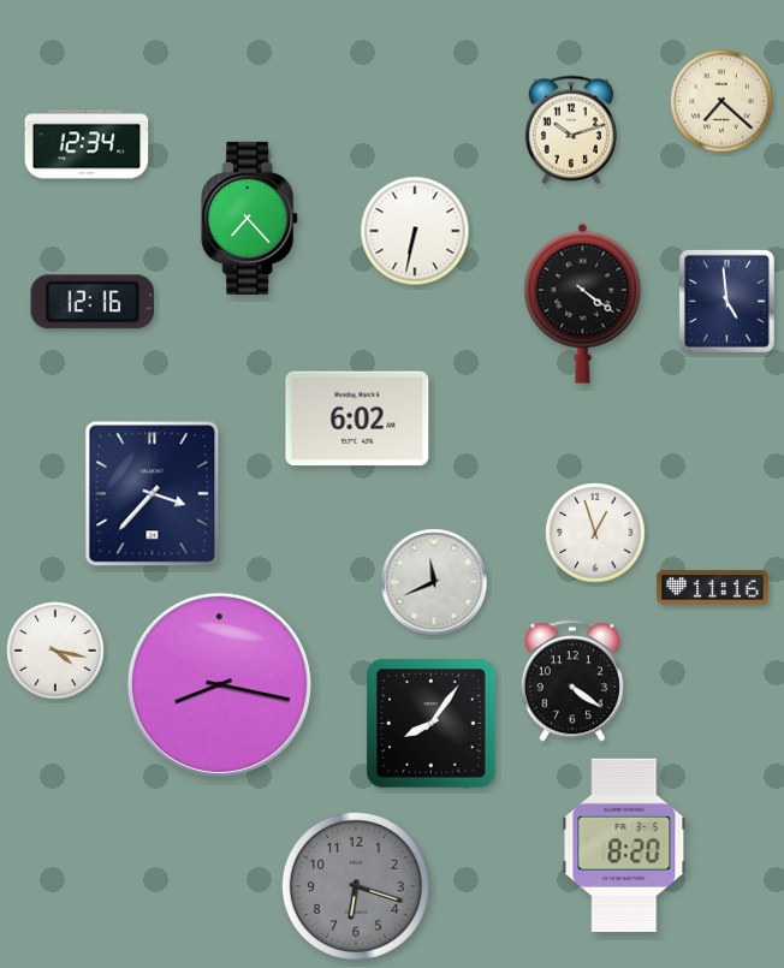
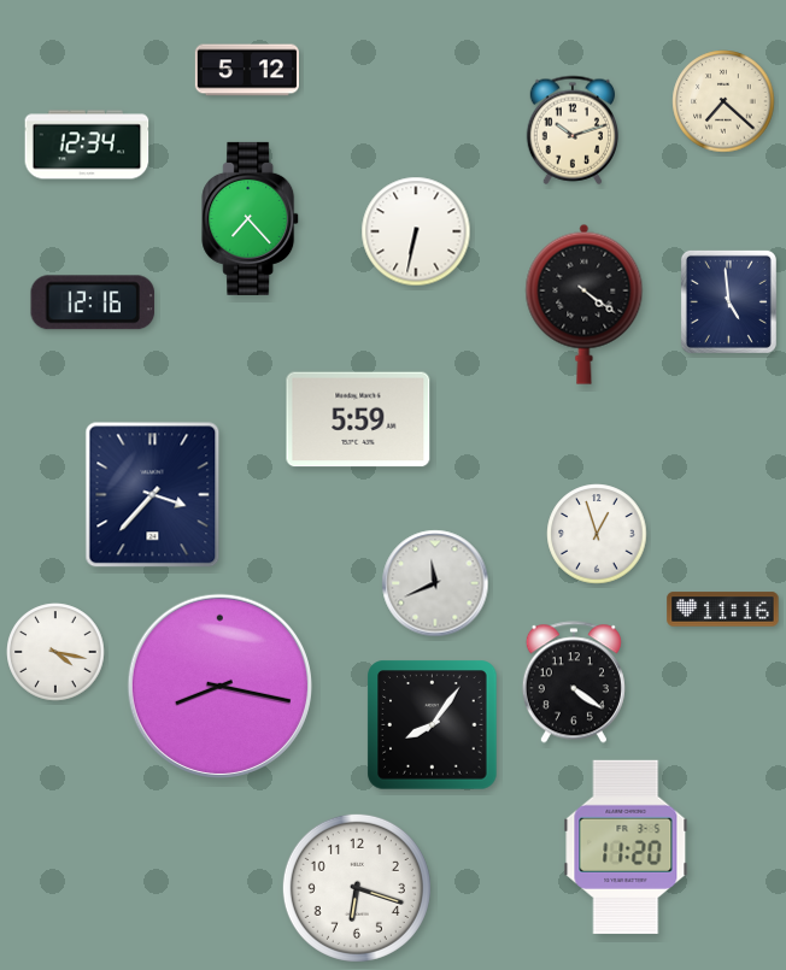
clock at (246, 70): none -> 5:12
clock at (357, 418): 6:02 -> 5:59
clock at (713, 588) position: (713, 588) -> (723, 610)
clock at (624, 845): 8:20 -> 11:20
clock at (356, 886) dial: grey -> white
